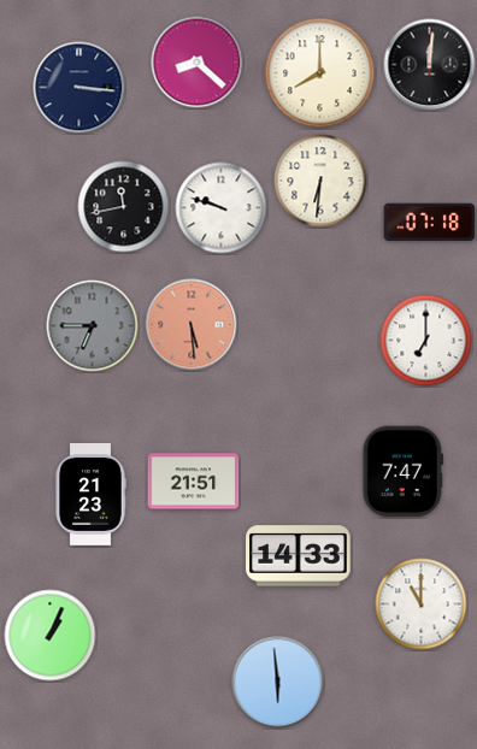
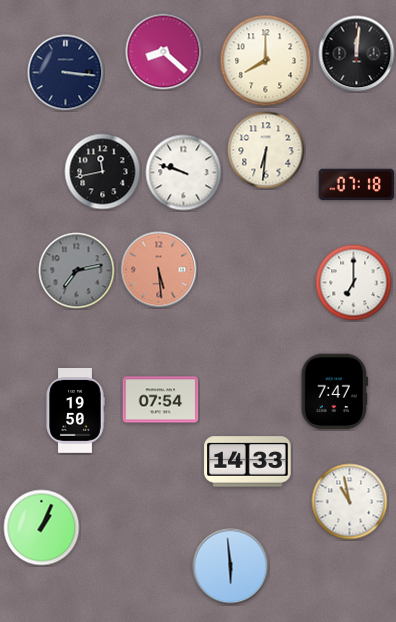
clock at (93, 326): 6:45 -> 7:13
clock at (194, 482): 21:51 -> 07:54
clock at (90, 495): 21:23 -> 19:50
clock at (422, 604): 11:00 -> 10:58
